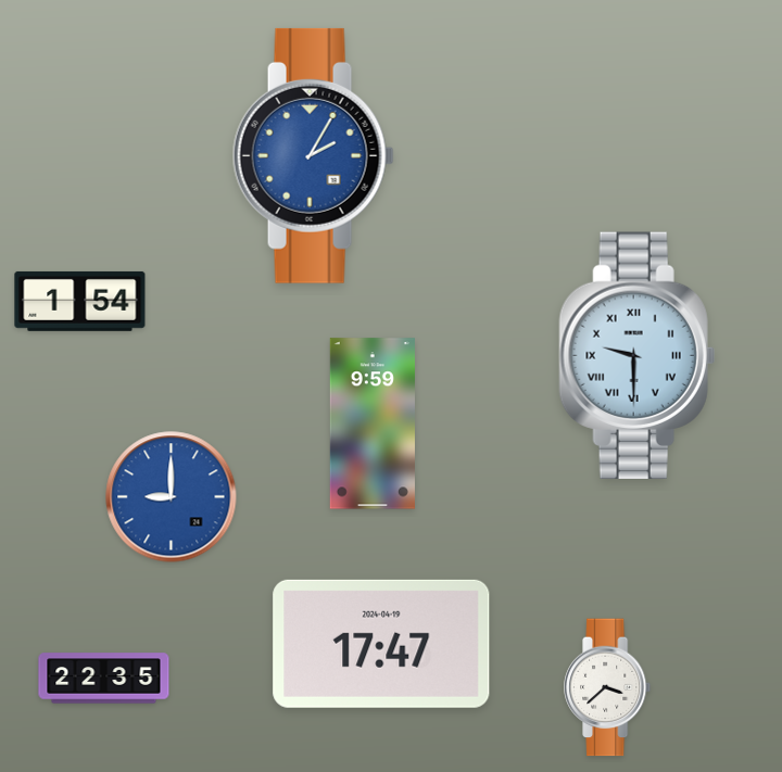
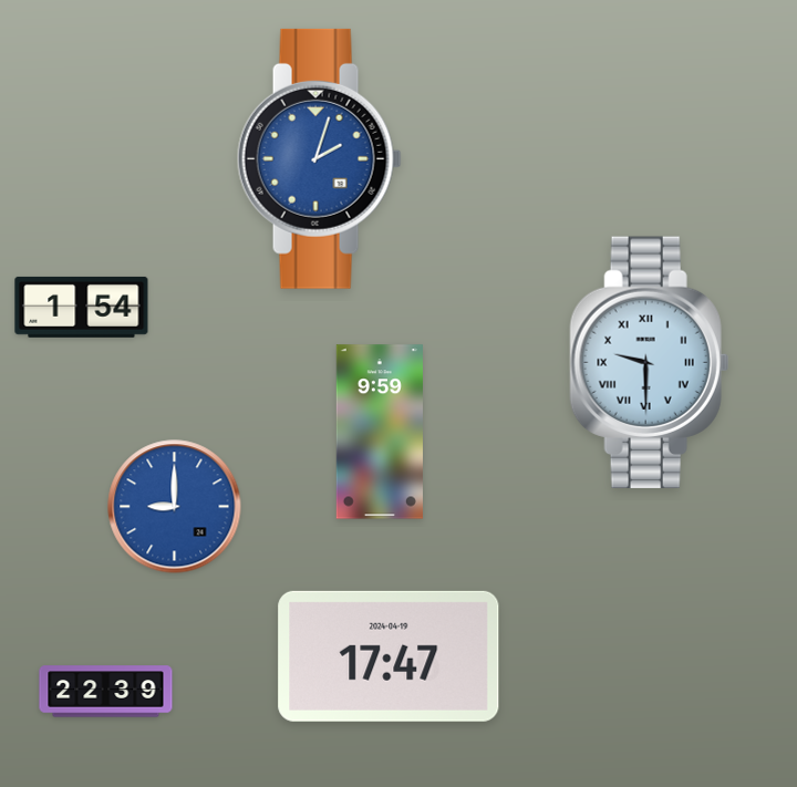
clock at (313, 155): 2:05 -> 2:03
clock at (104, 679): 22:35 -> 22:39
clock at (608, 687): 3:38 -> none
